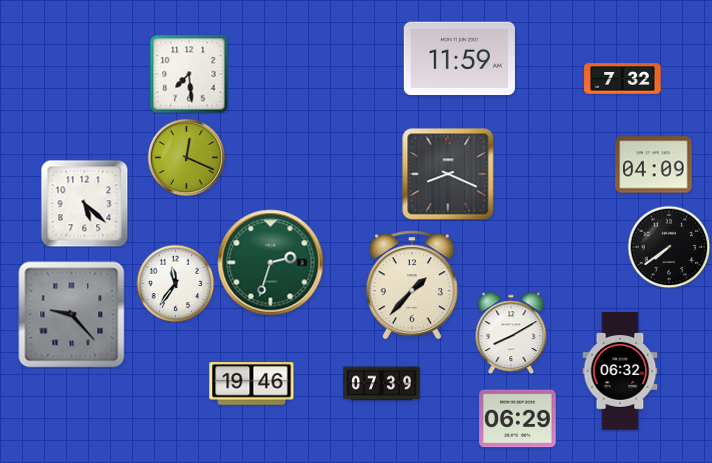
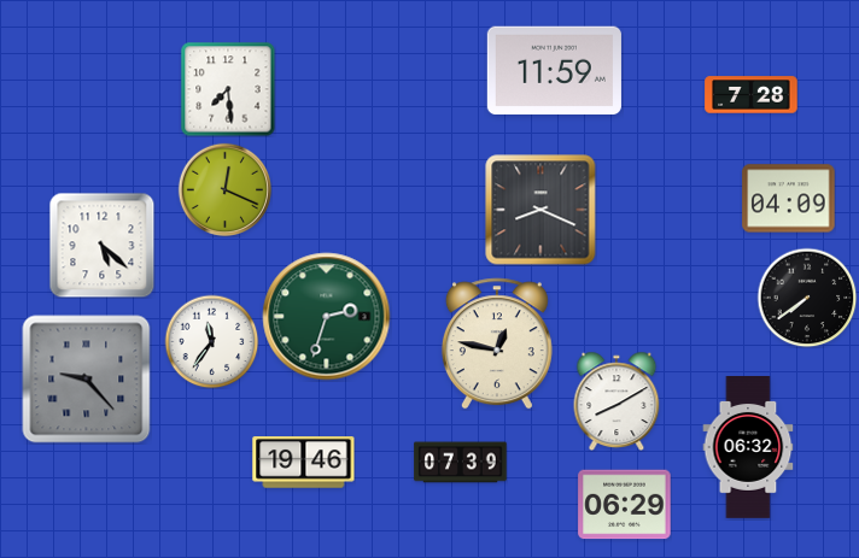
clock at (623, 79): 7:32 -> 7:28
clock at (412, 285): 1:37 -> 12:47
